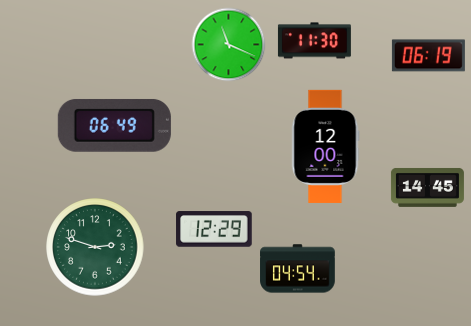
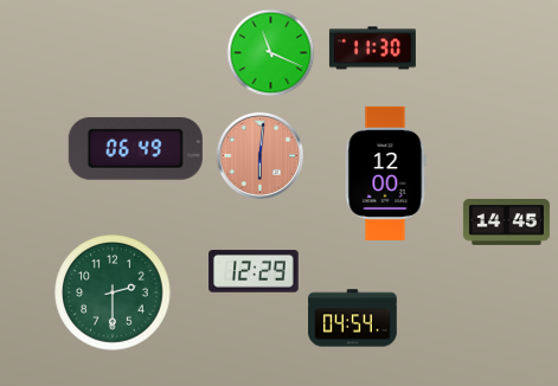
clock at (428, 56): 06:19 -> none
clock at (259, 155): none -> 6:01
clock at (95, 247): 2:48 -> 2:30
